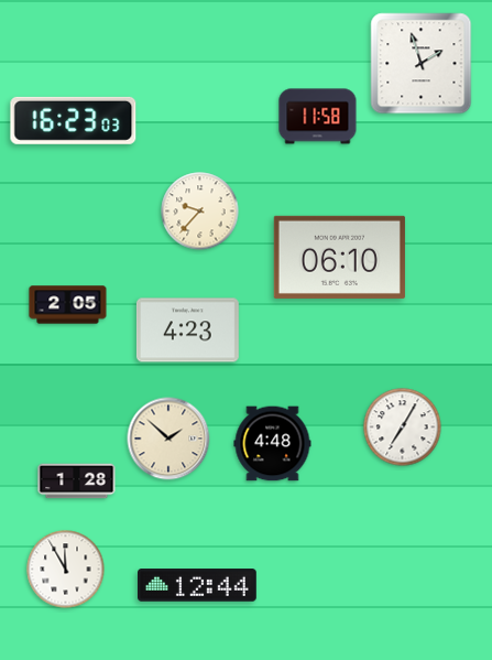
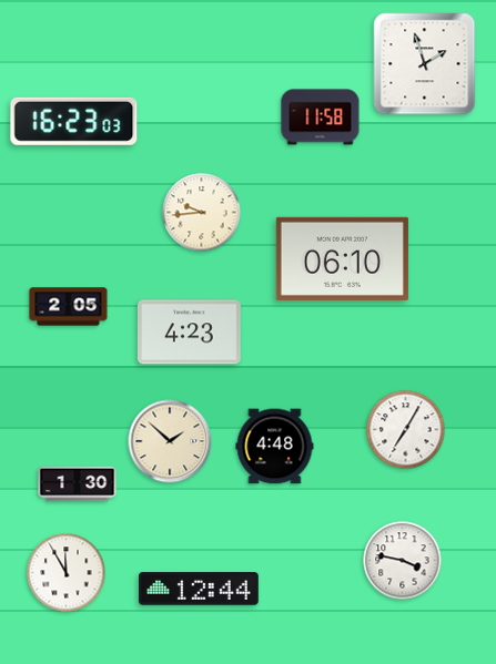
clock at (200, 212): 9:37 -> 9:44
clock at (77, 482): 1:28 -> 1:30
clock at (403, 561): none -> 3:47
